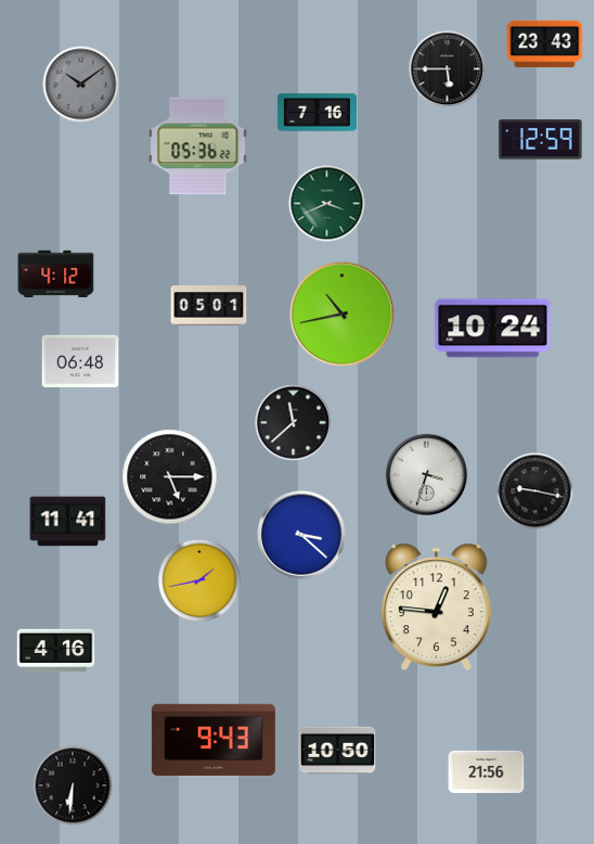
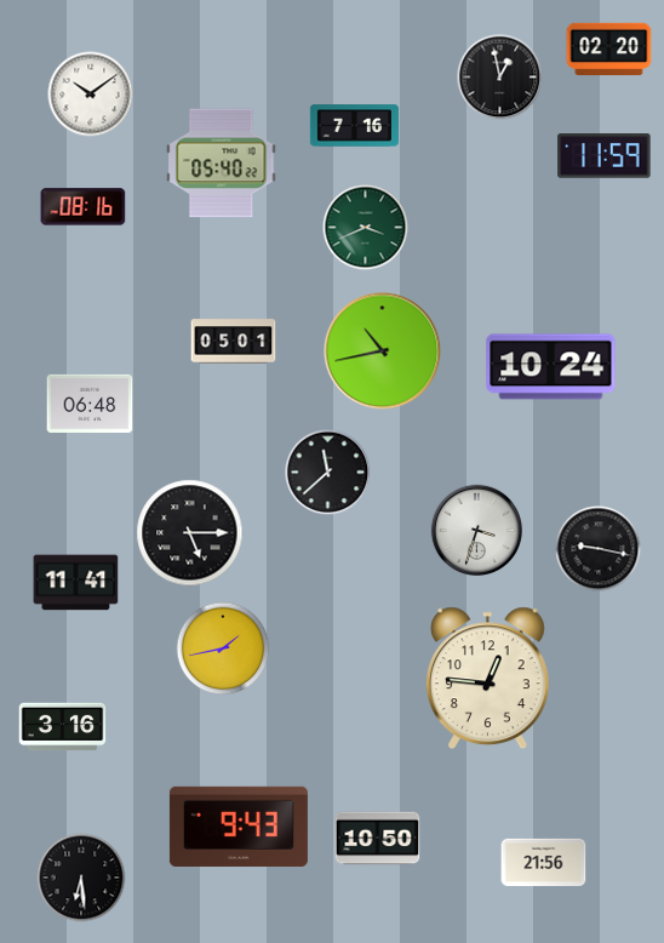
clock at (545, 44): 23:43 -> 02:20
clock at (448, 69): 5:45 -> 12:58
clock at (81, 85) dial: grey -> white
clock at (541, 140): 12:59 -> 11:59
clock at (198, 146): 05:36 -> 05:40
clock at (84, 207): none -> 08:16
clock at (56, 274): 4:12 -> none
clock at (301, 535): 3:22 -> none
clock at (56, 651): 4:16 -> 3:16
clock at (73, 785): 6:31 -> 6:29
